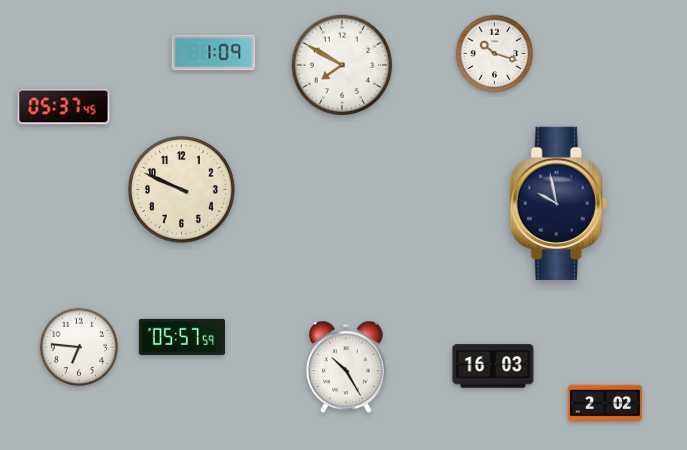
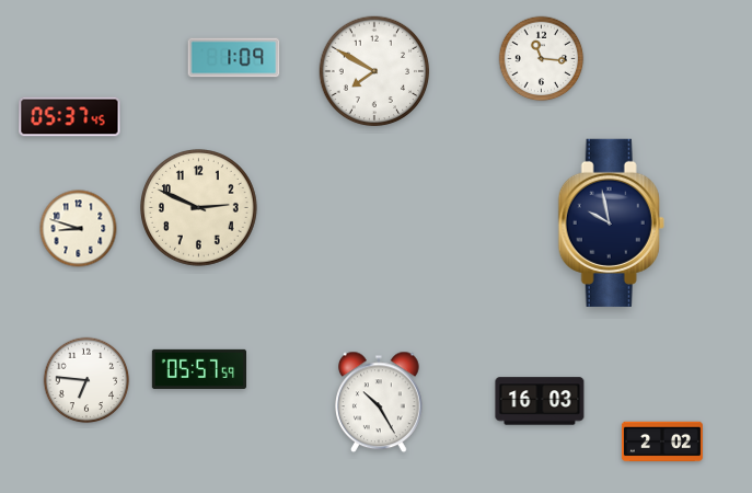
clock at (495, 54): 10:18 -> 11:16
clock at (182, 190): 9:49 -> 2:49
clock at (79, 229): none -> 8:48
